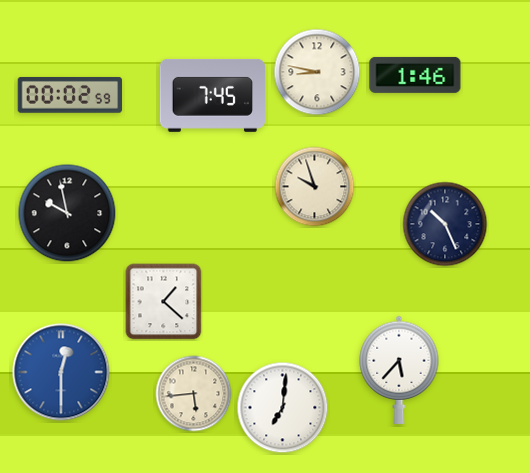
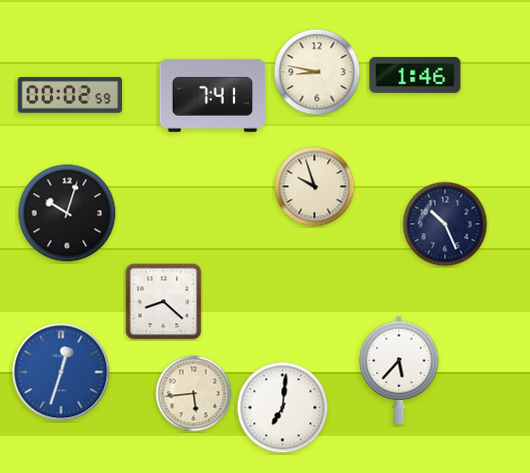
clock at (212, 95): 7:45 -> 7:41
clock at (67, 213): 9:58 -> 10:03
clock at (164, 302): 1:22 -> 8:22
clock at (61, 372): 12:30 -> 12:33
